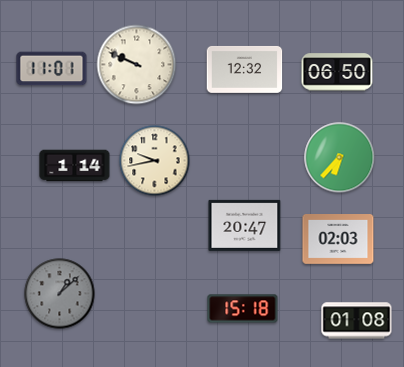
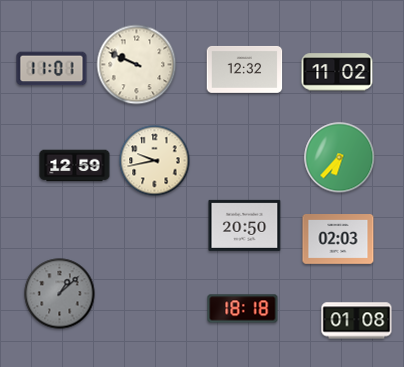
clock at (337, 72): 06:50 -> 11:02
clock at (75, 166): 1:14 -> 12:59
clock at (245, 225): 20:47 -> 20:50
clock at (243, 309): 15:18 -> 18:18
